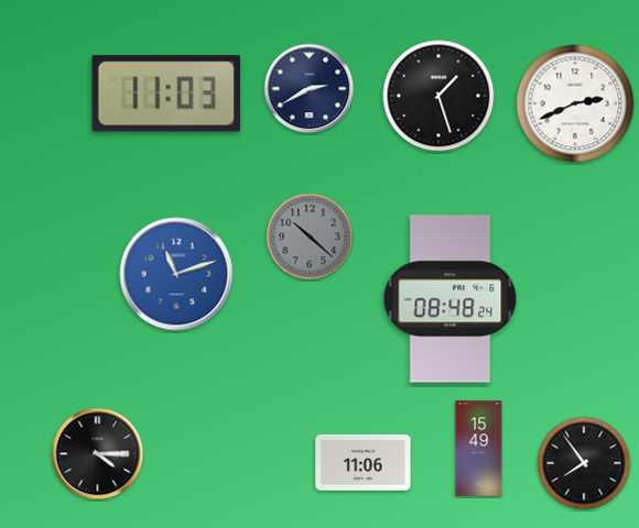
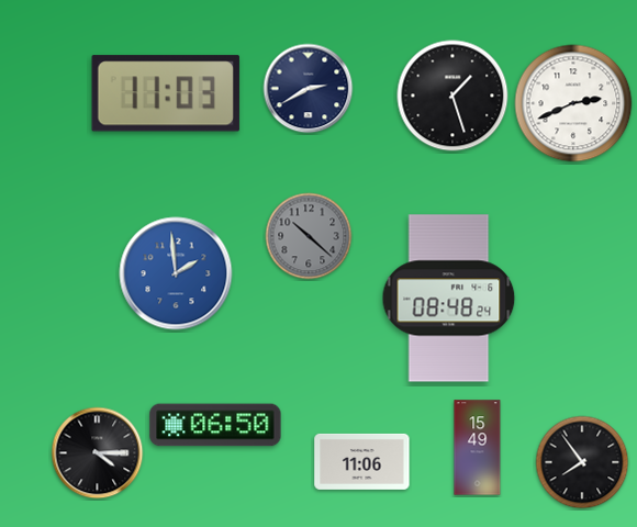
clock at (438, 96) position: (438, 96) -> (452, 96)
clock at (176, 274): 11:12 -> 1:59
clock at (215, 425): none -> 06:50
